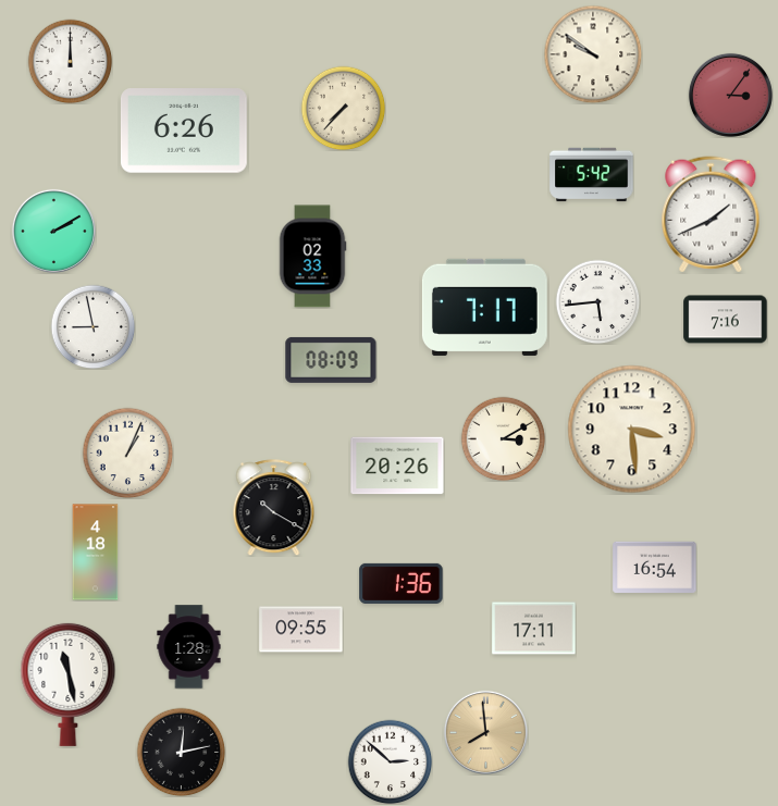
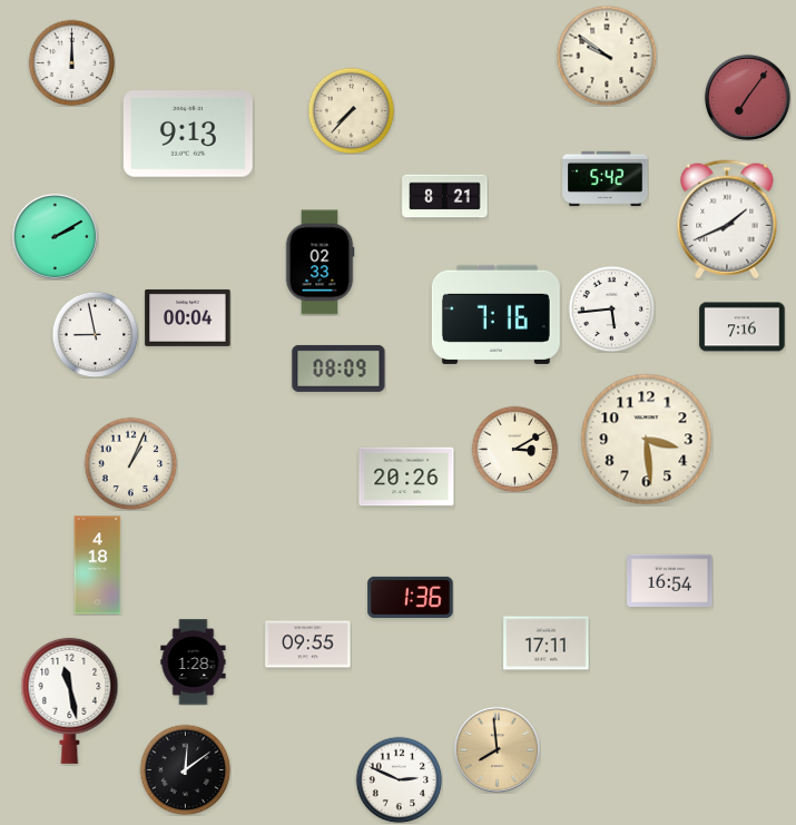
clock at (730, 95): 3:06 -> 7:06
clock at (184, 131): 6:26 -> 9:13
clock at (445, 197): none -> 8:21
clock at (484, 307): 7:17 -> 7:16
clock at (188, 317): none -> 00:04
clock at (274, 508): 10:20 -> none
clock at (181, 752): 12:13 -> 12:09
clock at (390, 761): 2:52 -> 2:49
